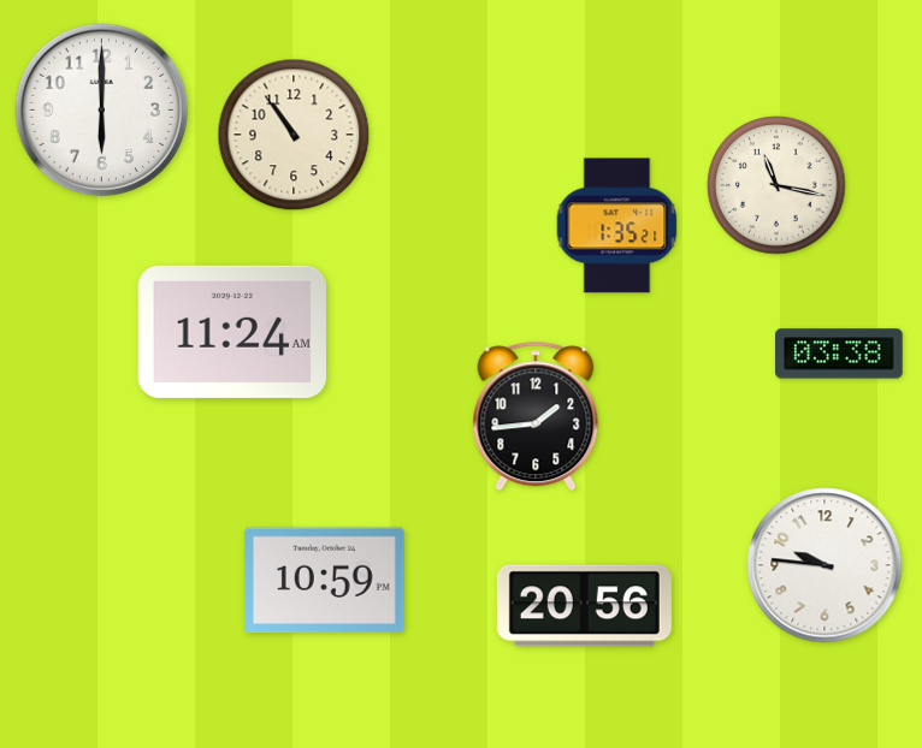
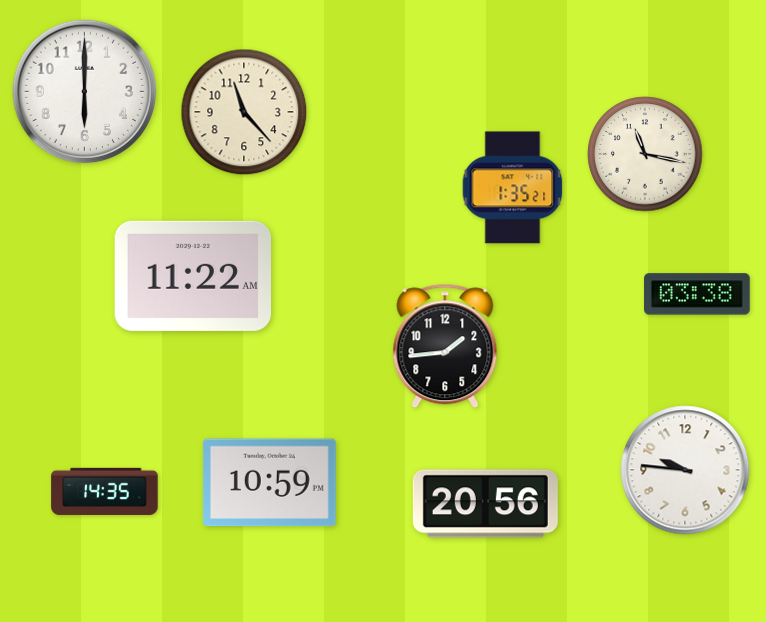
clock at (294, 135): 10:54 -> 11:23
clock at (231, 332): 11:24 -> 11:22
clock at (105, 491): none -> 14:35
